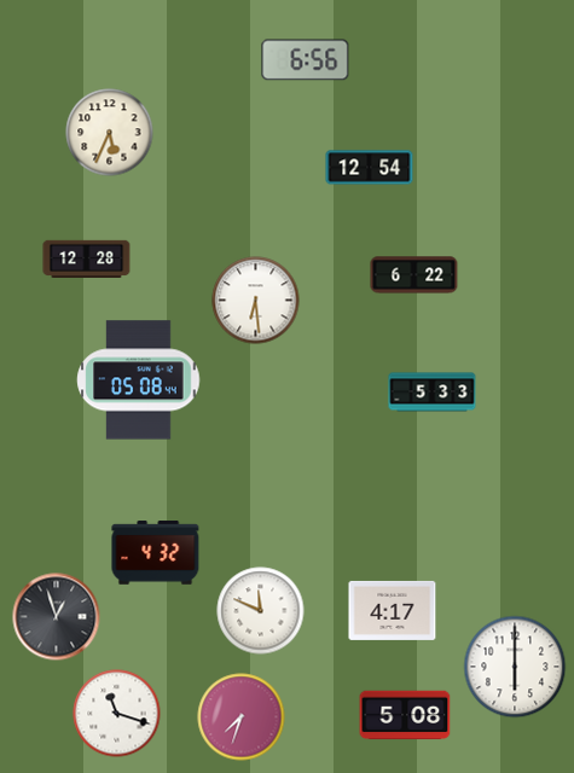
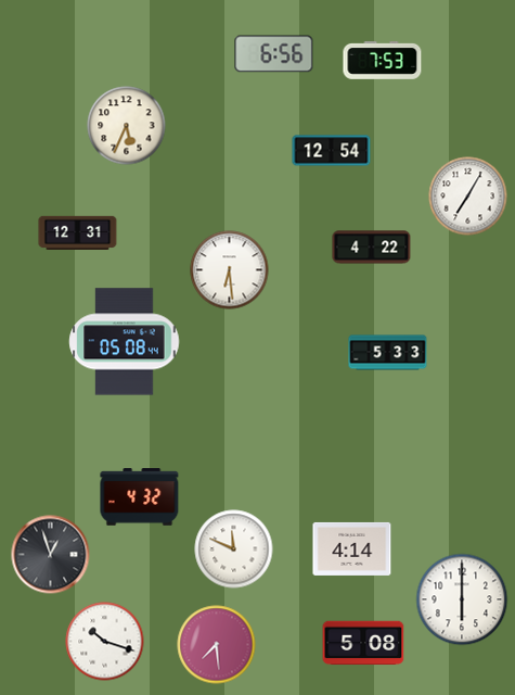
clock at (383, 60): none -> 7:53
clock at (110, 133) position: (110, 133) -> (127, 126)
clock at (468, 197): none -> 7:05
clock at (87, 260): 12:28 -> 12:31
clock at (414, 275): 6:22 -> 4:22
clock at (393, 610): 4:17 -> 4:14
clock at (117, 714): 11:18 -> 10:18
clock at (242, 717): 7:33 -> 7:29
